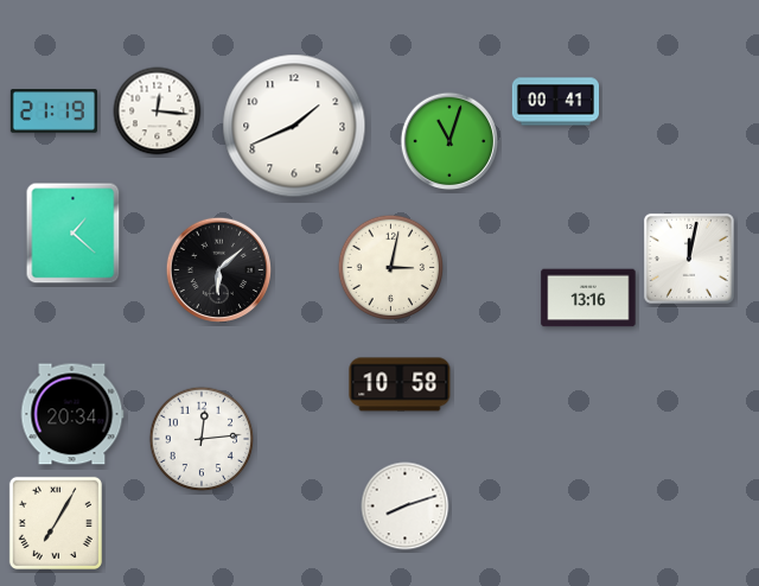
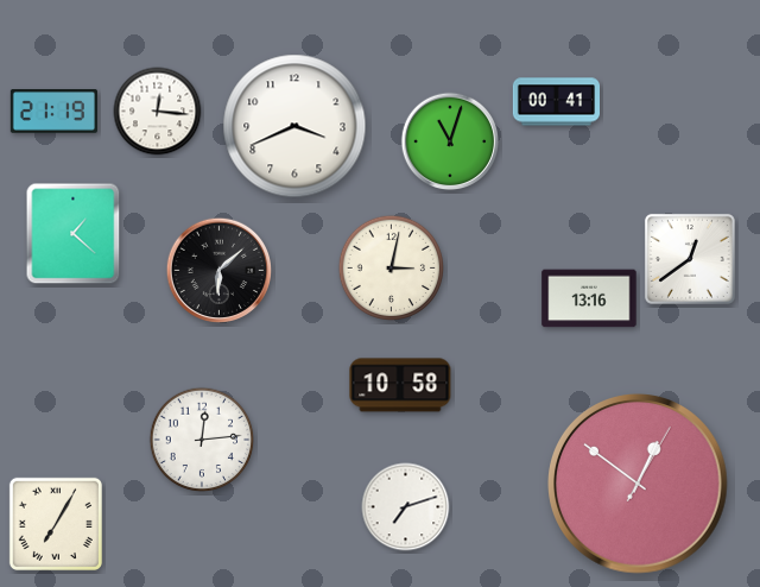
clock at (294, 126): 1:41 -> 3:41
clock at (689, 259): 12:02 -> 12:39
clock at (72, 414): 20:34 -> none
clock at (639, 485): none -> 12:51
clock at (406, 507): 8:12 -> 7:12
